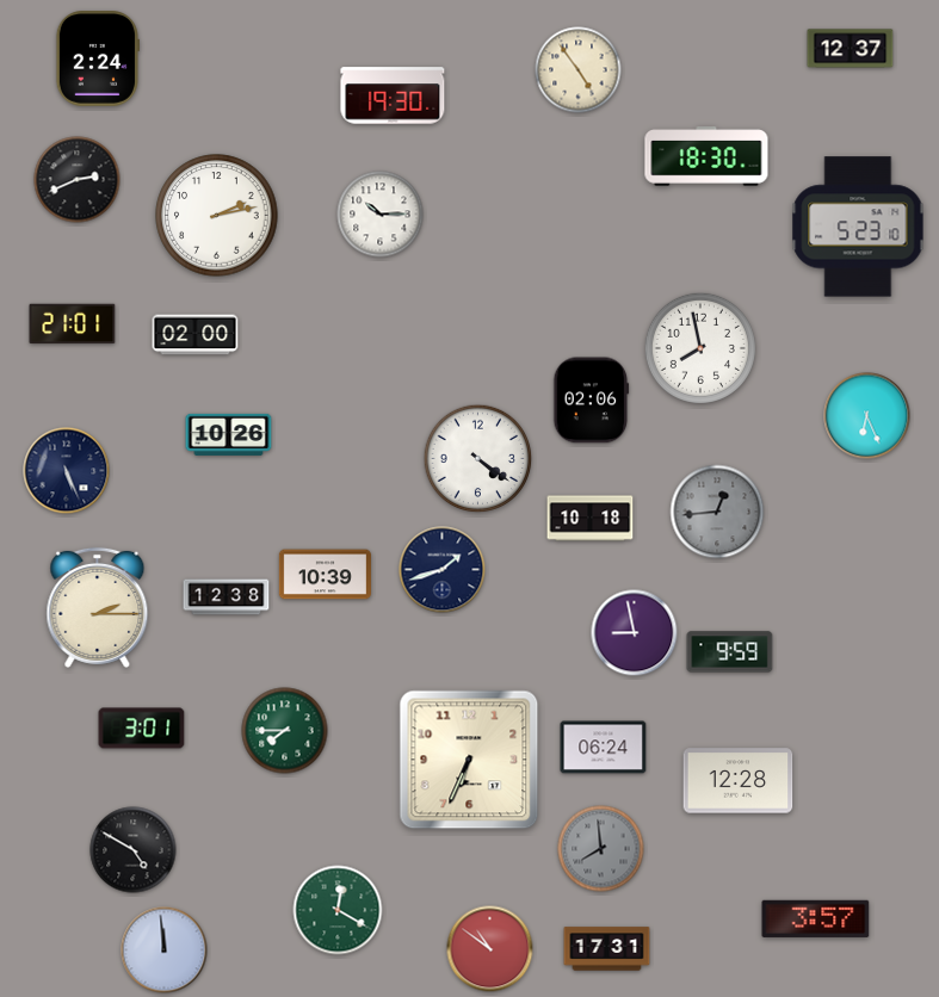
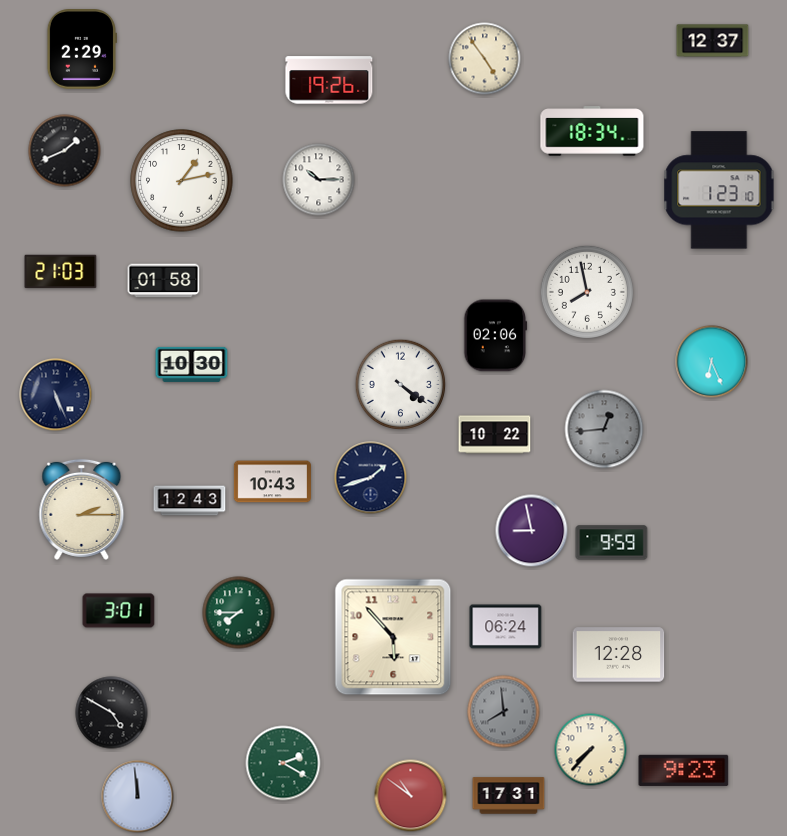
clock at (97, 60): 2:24 -> 2:29
clock at (393, 95): 19:30 -> 19:26
clock at (706, 156): 18:30 -> 18:34
clock at (78, 180): 2:41 -> 1:41
clock at (217, 216): 2:13 -> 1:13
clock at (858, 227): 5:23 -> 1:23
clock at (73, 324): 21:01 -> 21:03
clock at (196, 335): 02:00 -> 01:58
clock at (867, 416) position: (867, 416) -> (712, 362)
clock at (229, 434): 10:26 -> 10:30
clock at (717, 512) position: (717, 512) -> (604, 429)
clock at (591, 519): 10:18 -> 10:22
clock at (325, 575): 10:39 -> 10:43
clock at (227, 597): 12:38 -> 12:43
clock at (730, 652) position: (730, 652) -> (612, 543)
clock at (469, 760): 6:34 -> 5:53
clock at (591, 750): none -> 7:37
clock at (338, 910): 12:20 -> 2:20
clock at (816, 918): 3:57 -> 9:23
